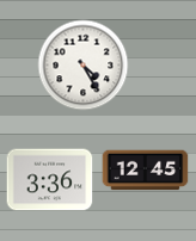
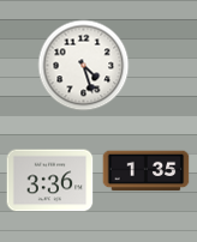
clock at (84, 66): 4:25 -> 4:27
clock at (146, 171): 12:45 -> 1:35
